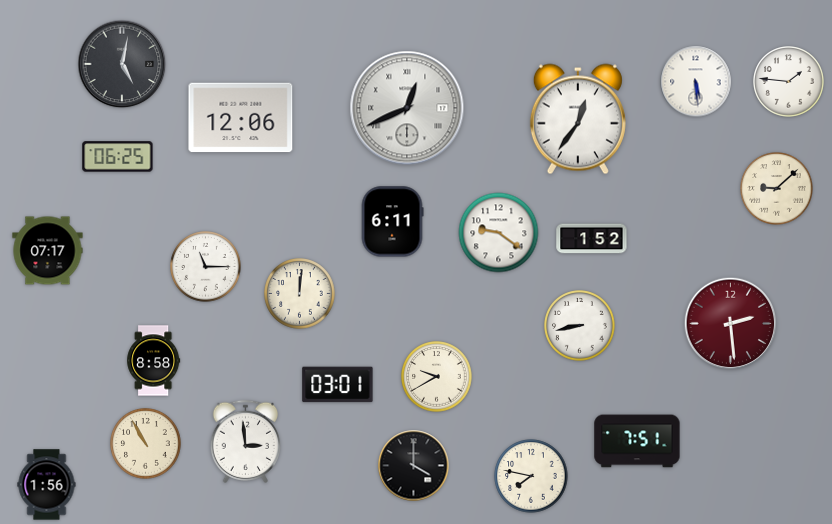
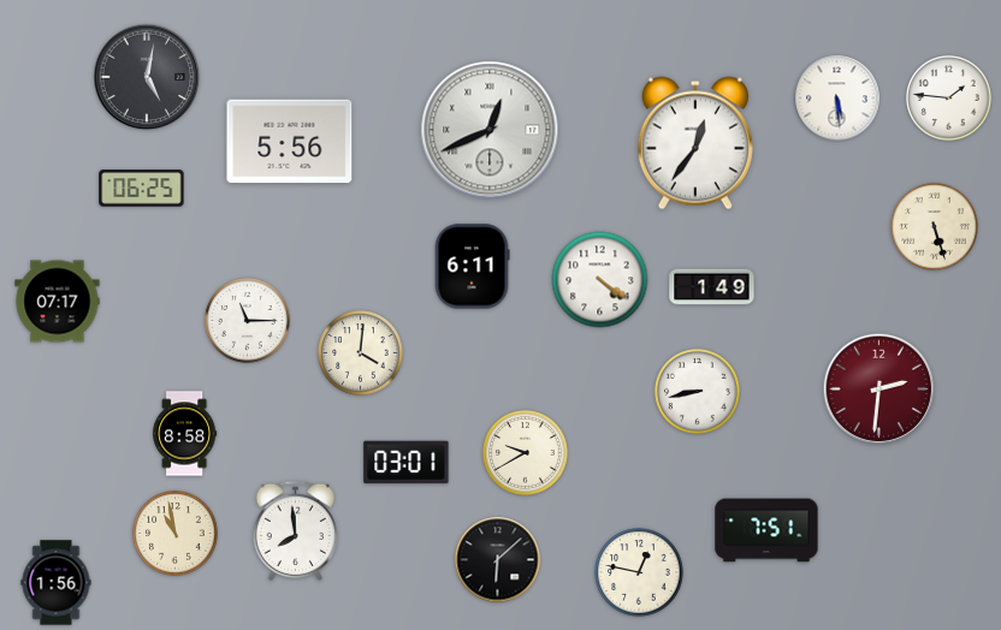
clock at (241, 118): 12:06 -> 5:56
clock at (777, 189): 9:08 -> 5:27
clock at (499, 233): 9:21 -> 4:21
clock at (592, 239): 1:52 -> 1:49
clock at (300, 294): 12:01 -> 4:01
clock at (731, 324): 2:29 -> 2:31
clock at (246, 441): 2:59 -> 7:59
clock at (146, 444): 10:55 -> 10:58
clock at (414, 466): 4:00 -> 6:08
clock at (531, 476): 7:47 -> 12:47
